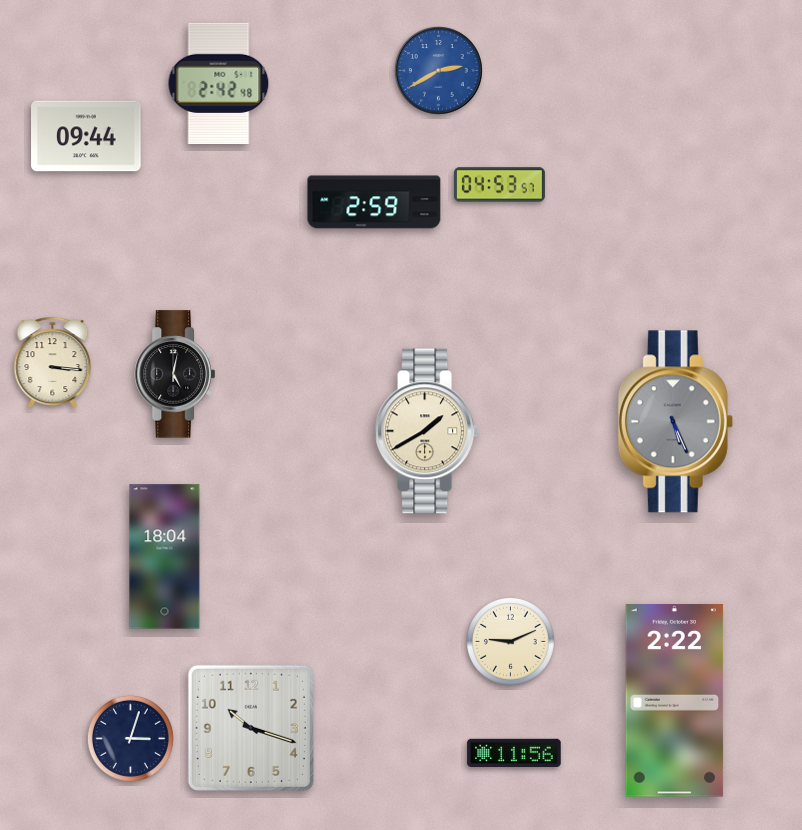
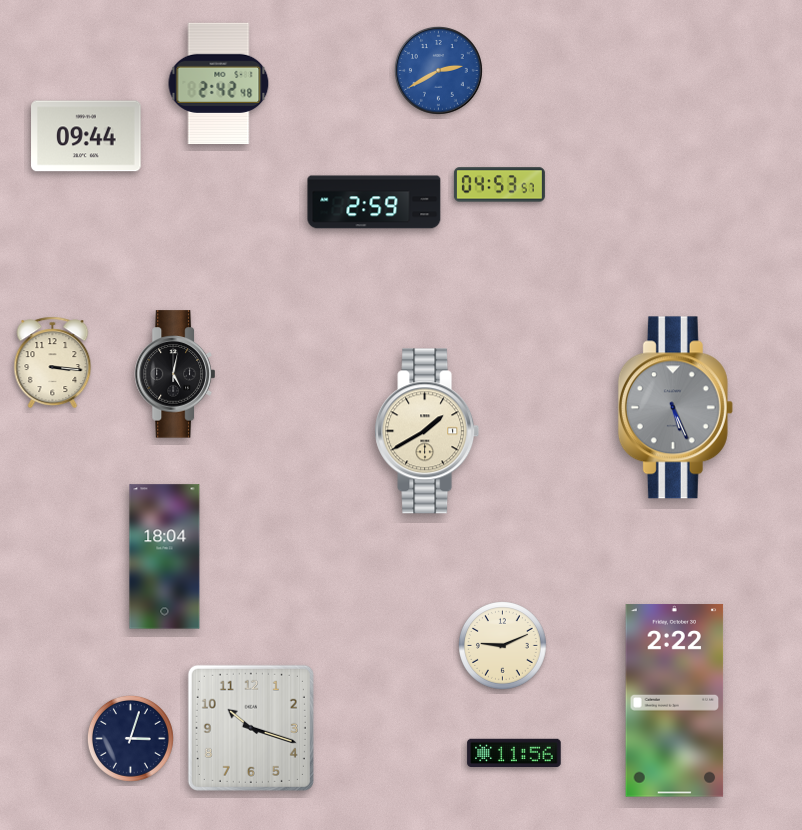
clock at (675, 422) position: (675, 422) -> (675, 408)
clock at (511, 642) position: (511, 642) -> (503, 646)
